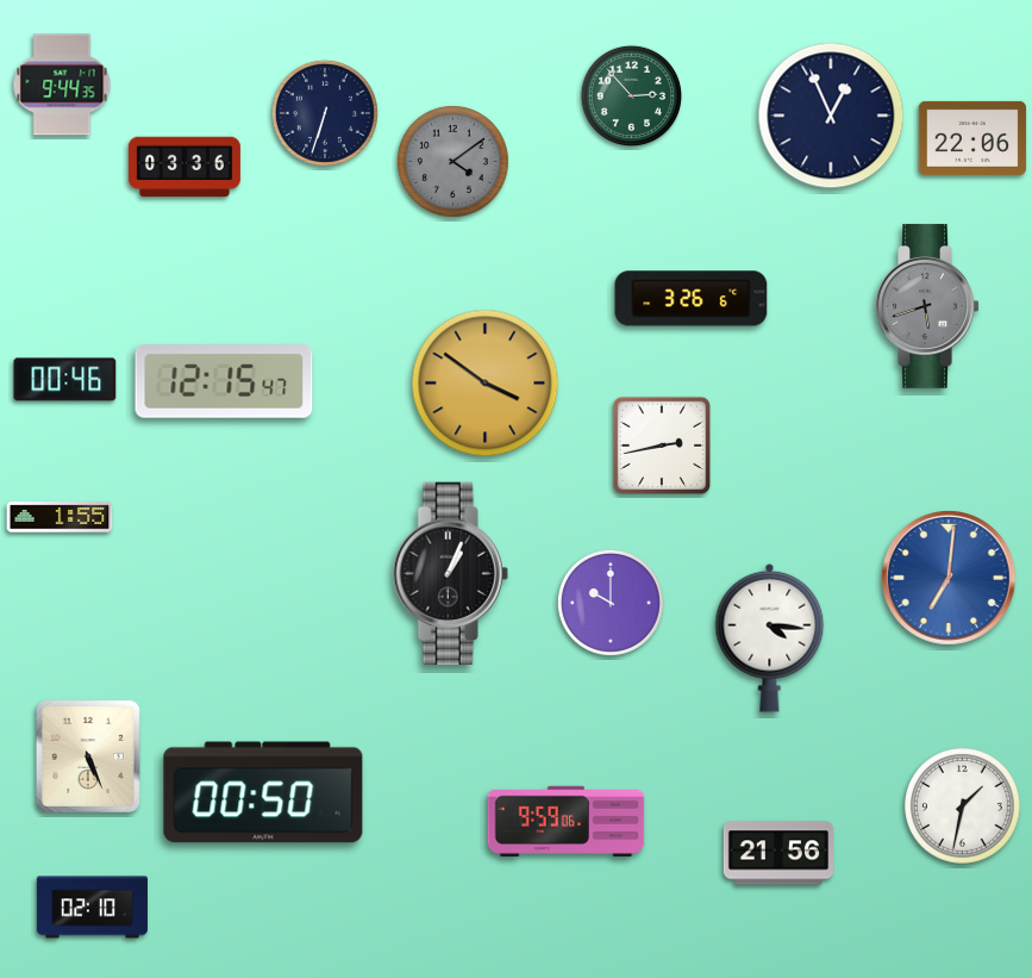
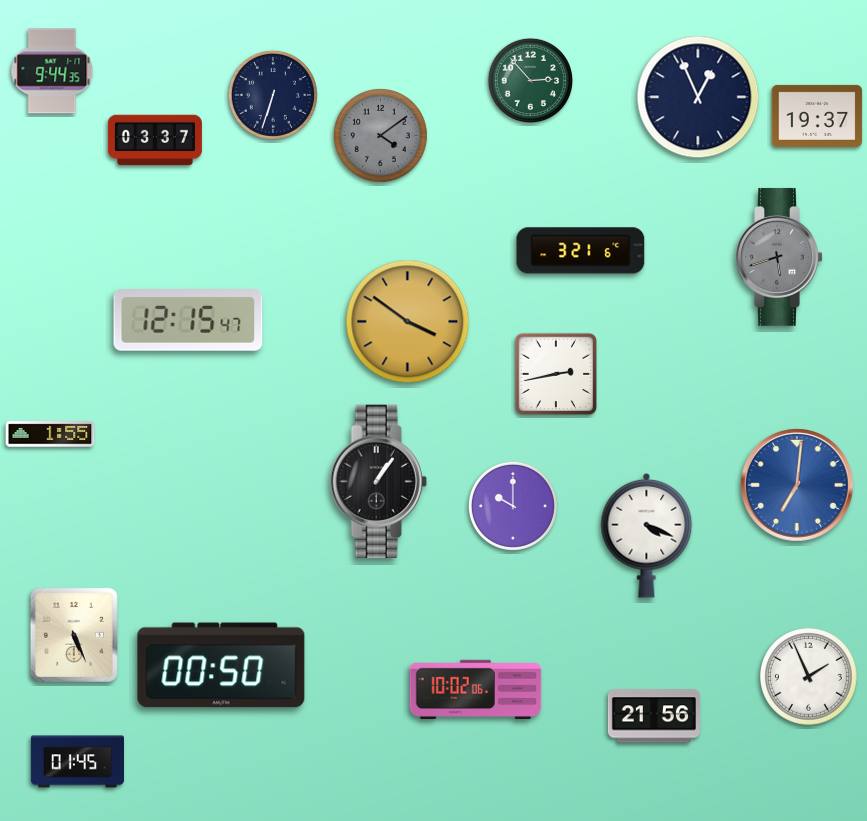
clock at (972, 138): 22:06 -> 19:37
clock at (184, 167): 03:36 -> 03:37
clock at (692, 299): 3:26 -> 3:21
clock at (65, 380): 00:46 -> none
clock at (450, 573): 1:04 -> 1:06
clock at (770, 637): 4:16 -> 4:19
clock at (963, 806): 1:32 -> 1:56
clock at (567, 821): 9:59 -> 10:02
clock at (92, 908): 02:10 -> 01:45
